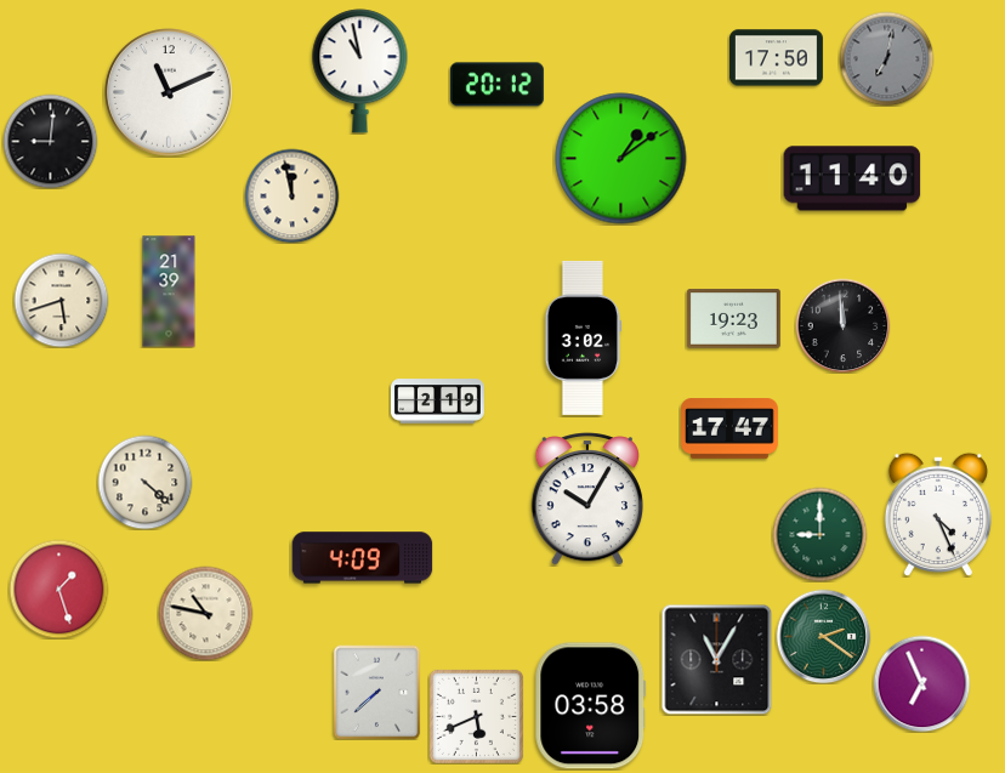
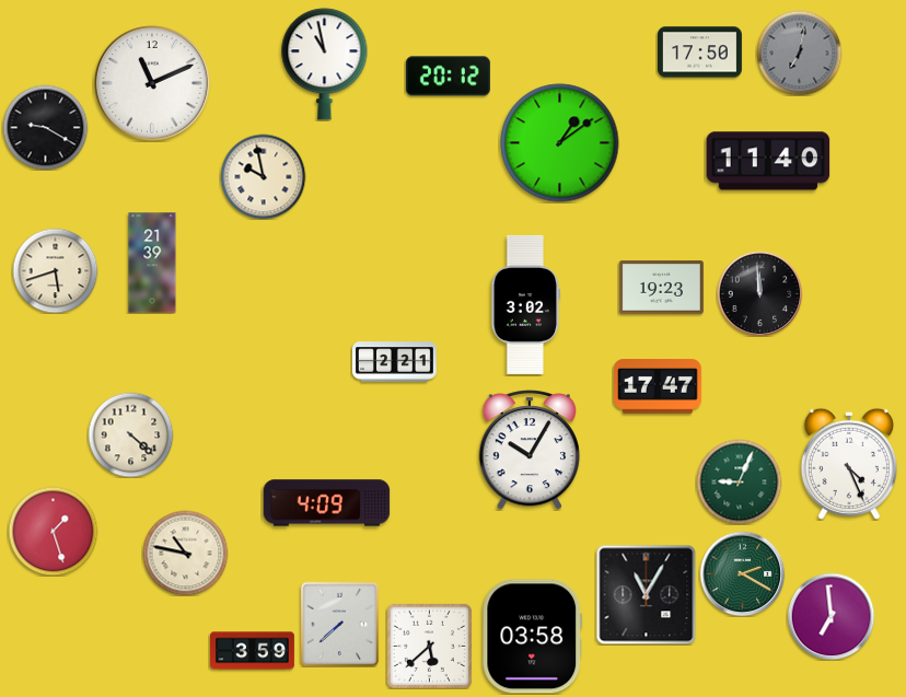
clock at (50, 141): 9:01 -> 9:20
clock at (291, 195): 11:58 -> 9:58
clock at (437, 402): 2:19 -> 2:21
clock at (938, 515) position: (938, 515) -> (849, 464)
clock at (819, 534): 9:00 -> 9:04
clock at (823, 636): 2:21 -> 2:20
clock at (921, 683): 6:56 -> 6:59
clock at (476, 716): 5:41 -> 5:38
clock at (252, 651): none -> 3:59
